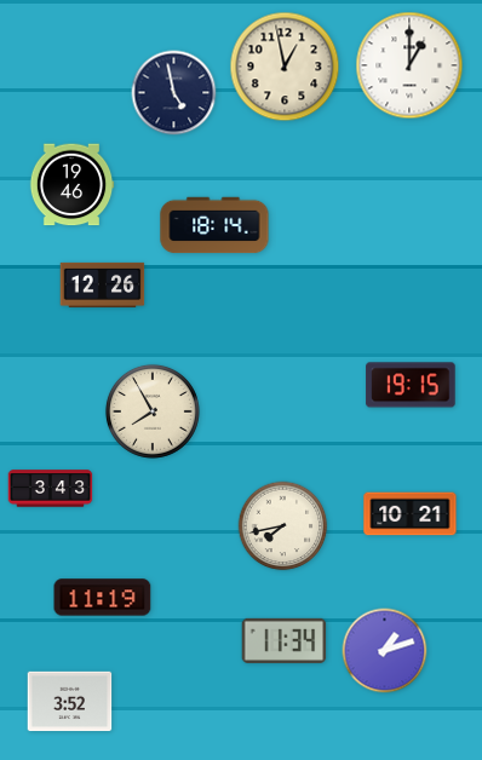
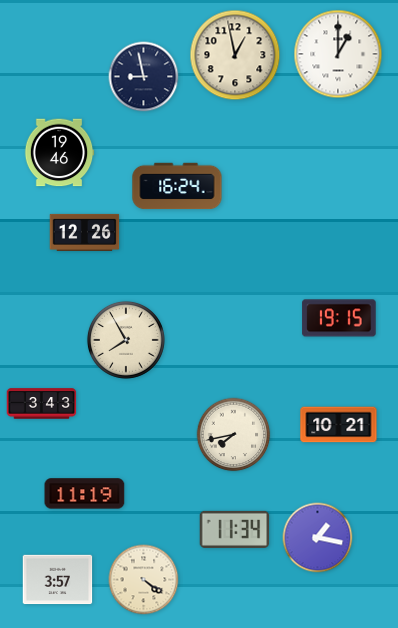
clock at (174, 93): 4:58 -> 8:58
clock at (214, 225): 18:14 -> 16:24
clock at (103, 284) position: (103, 284) -> (85, 232)
clock at (385, 651): 1:12 -> 1:17
clock at (70, 702): 3:52 -> 3:57
clock at (144, 580): none -> 4:21
